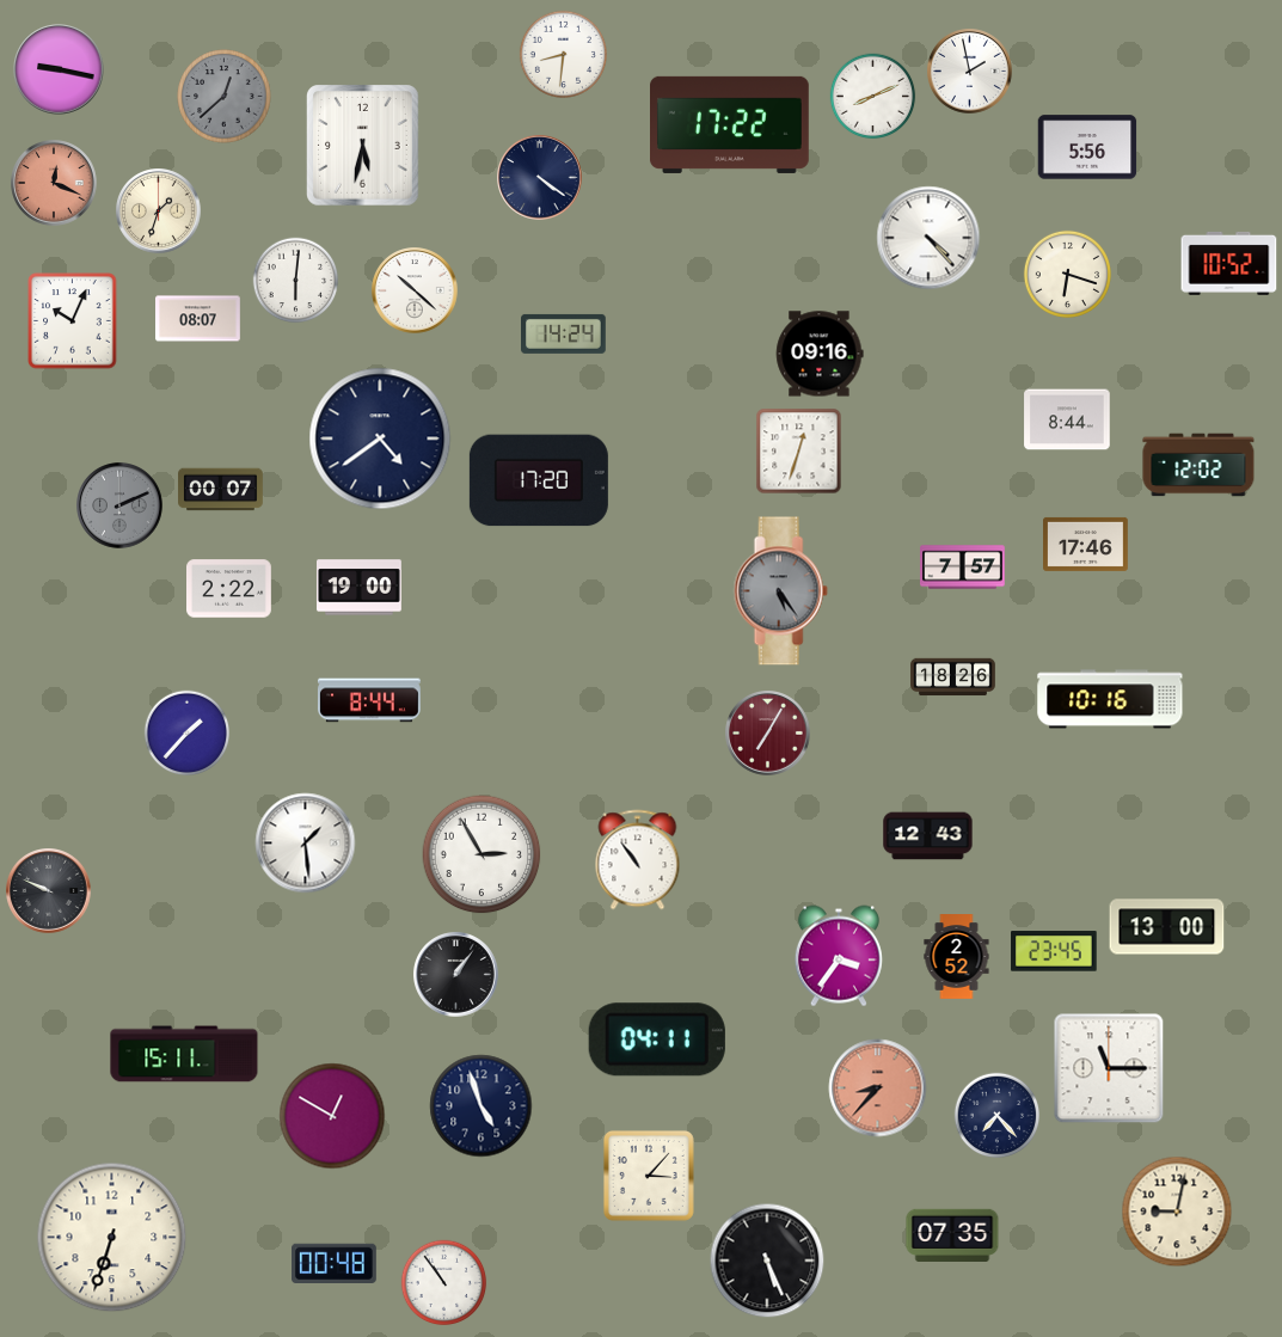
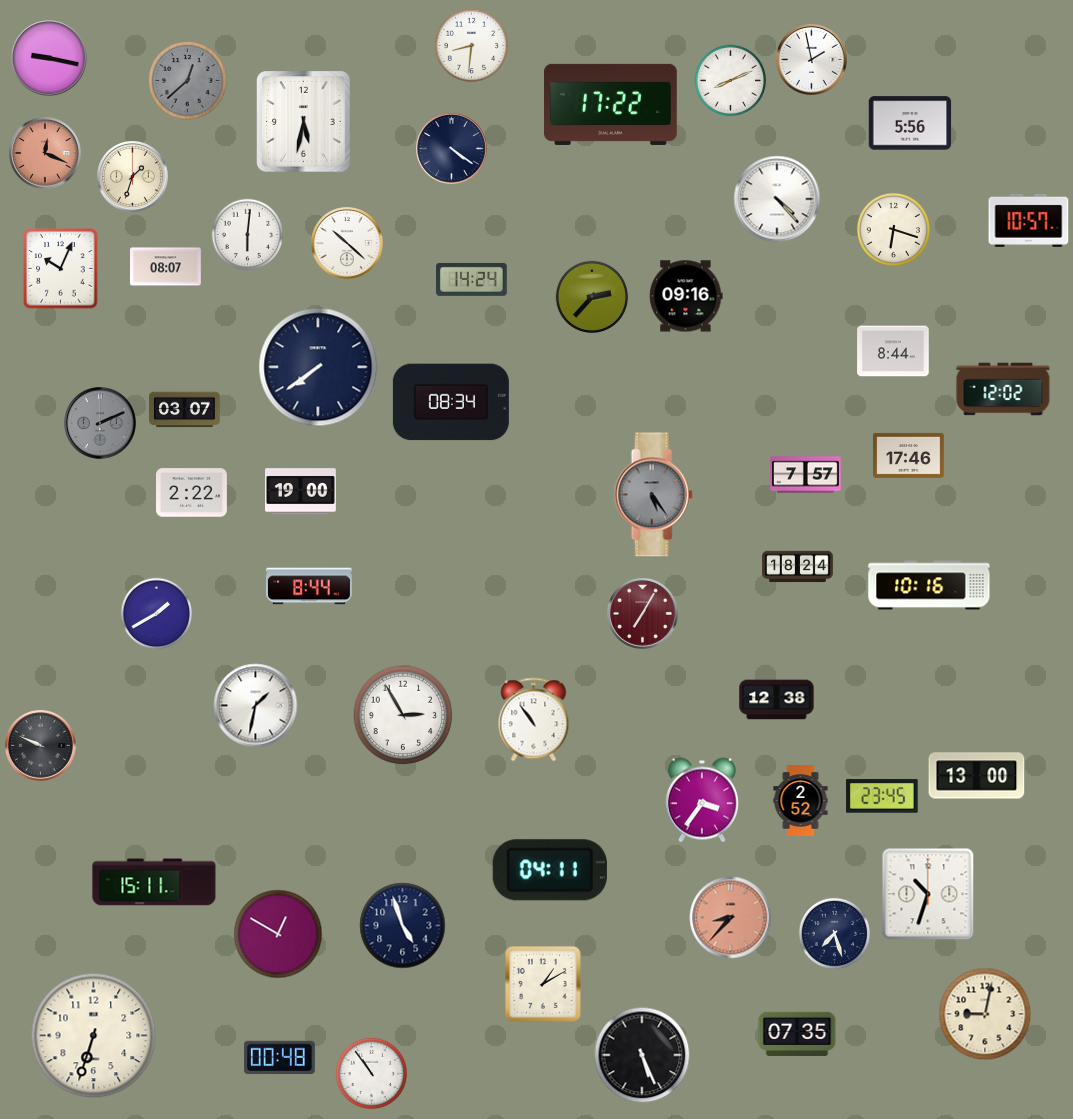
clock at (1229, 263): 10:52 -> 10:57
clock at (591, 296): none -> 2:37
clock at (380, 438): 4:39 -> 7:39
clock at (799, 452): 12:33 -> none
clock at (539, 480): 17:20 -> 08:34
clock at (221, 490): 00:07 -> 03:07
clock at (953, 677): 18:26 -> 18:24
clock at (188, 734): 1:37 -> 1:40
clock at (928, 836): 12:43 -> 12:38
clock at (306, 844): 1:29 -> 1:32
clock at (456, 975): 1:06 -> none
clock at (1109, 1068): 11:15 -> 10:33
clock at (878, 1088) position: (878, 1088) -> (731, 918)
clock at (998, 1116): 7:23 -> 7:27
clock at (649, 1176): 3:07 -> 1:10
